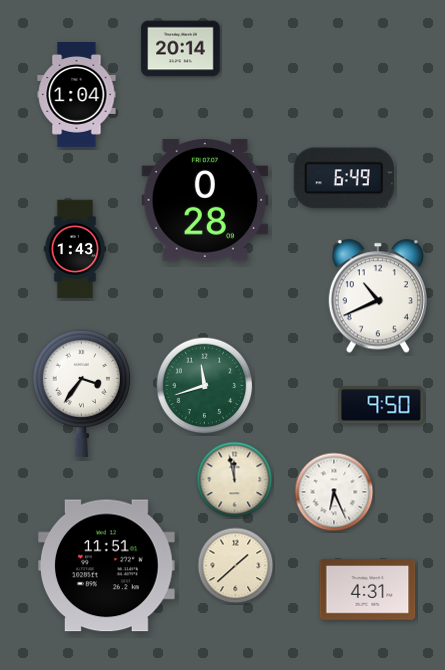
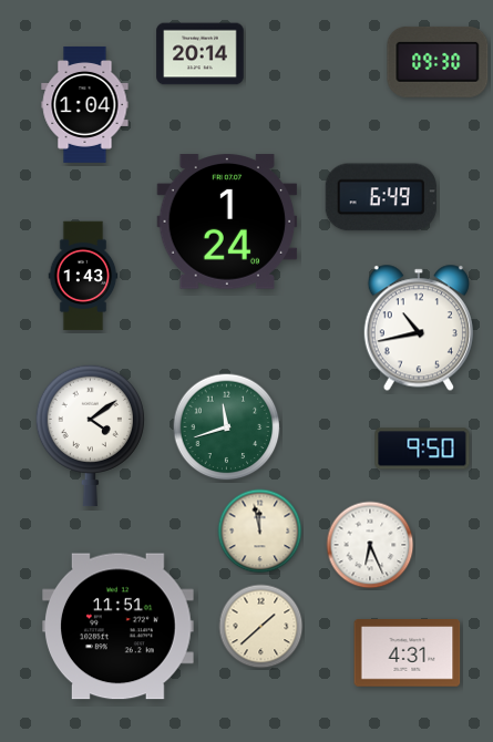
clock at (438, 62): none -> 09:30
clock at (205, 200): 0:28 -> 1:24
clock at (378, 296): 10:41 -> 10:43
clock at (81, 393): 3:36 -> 4:09
